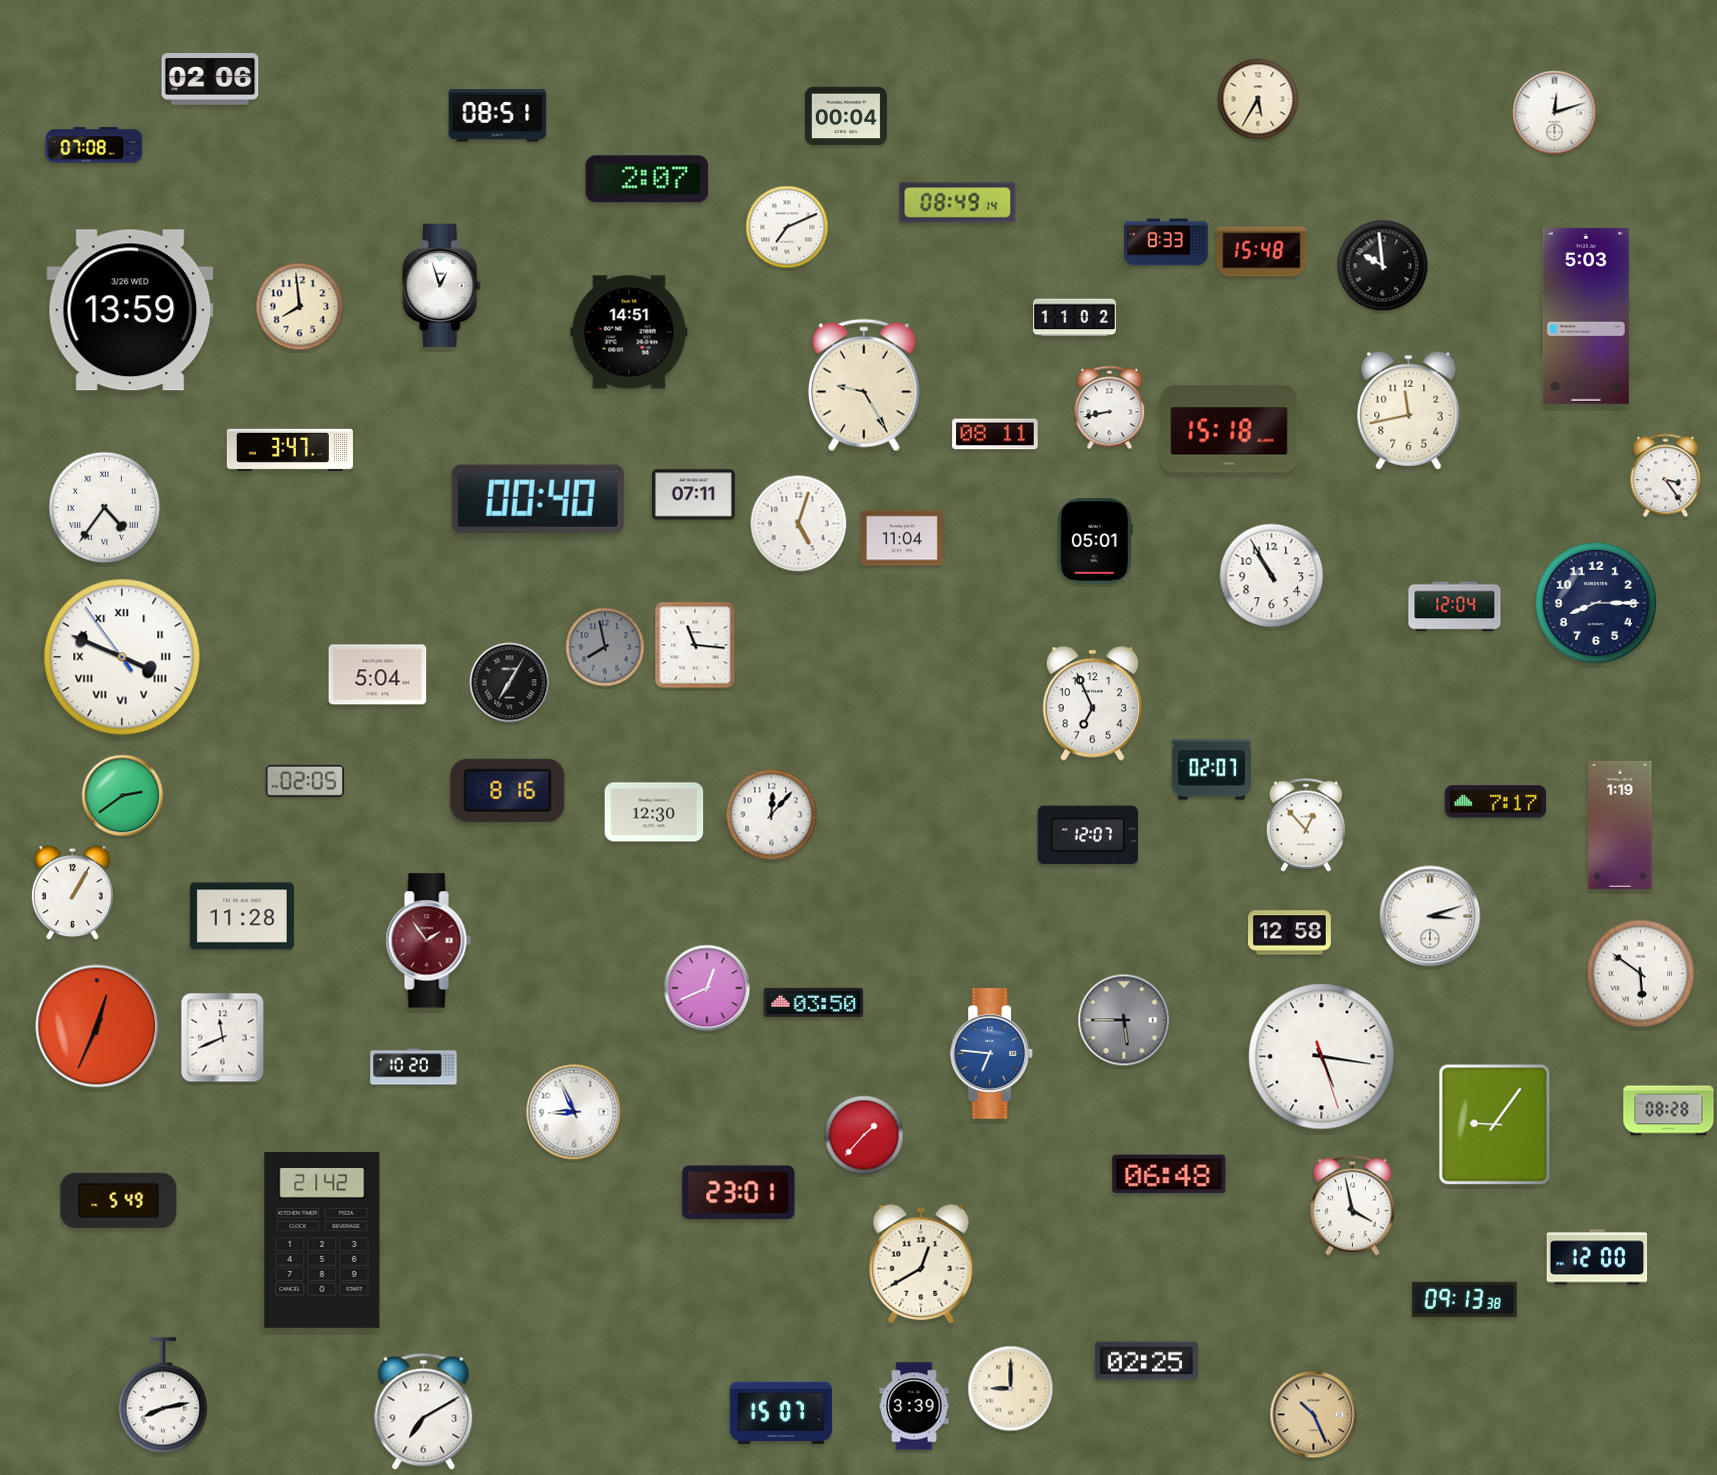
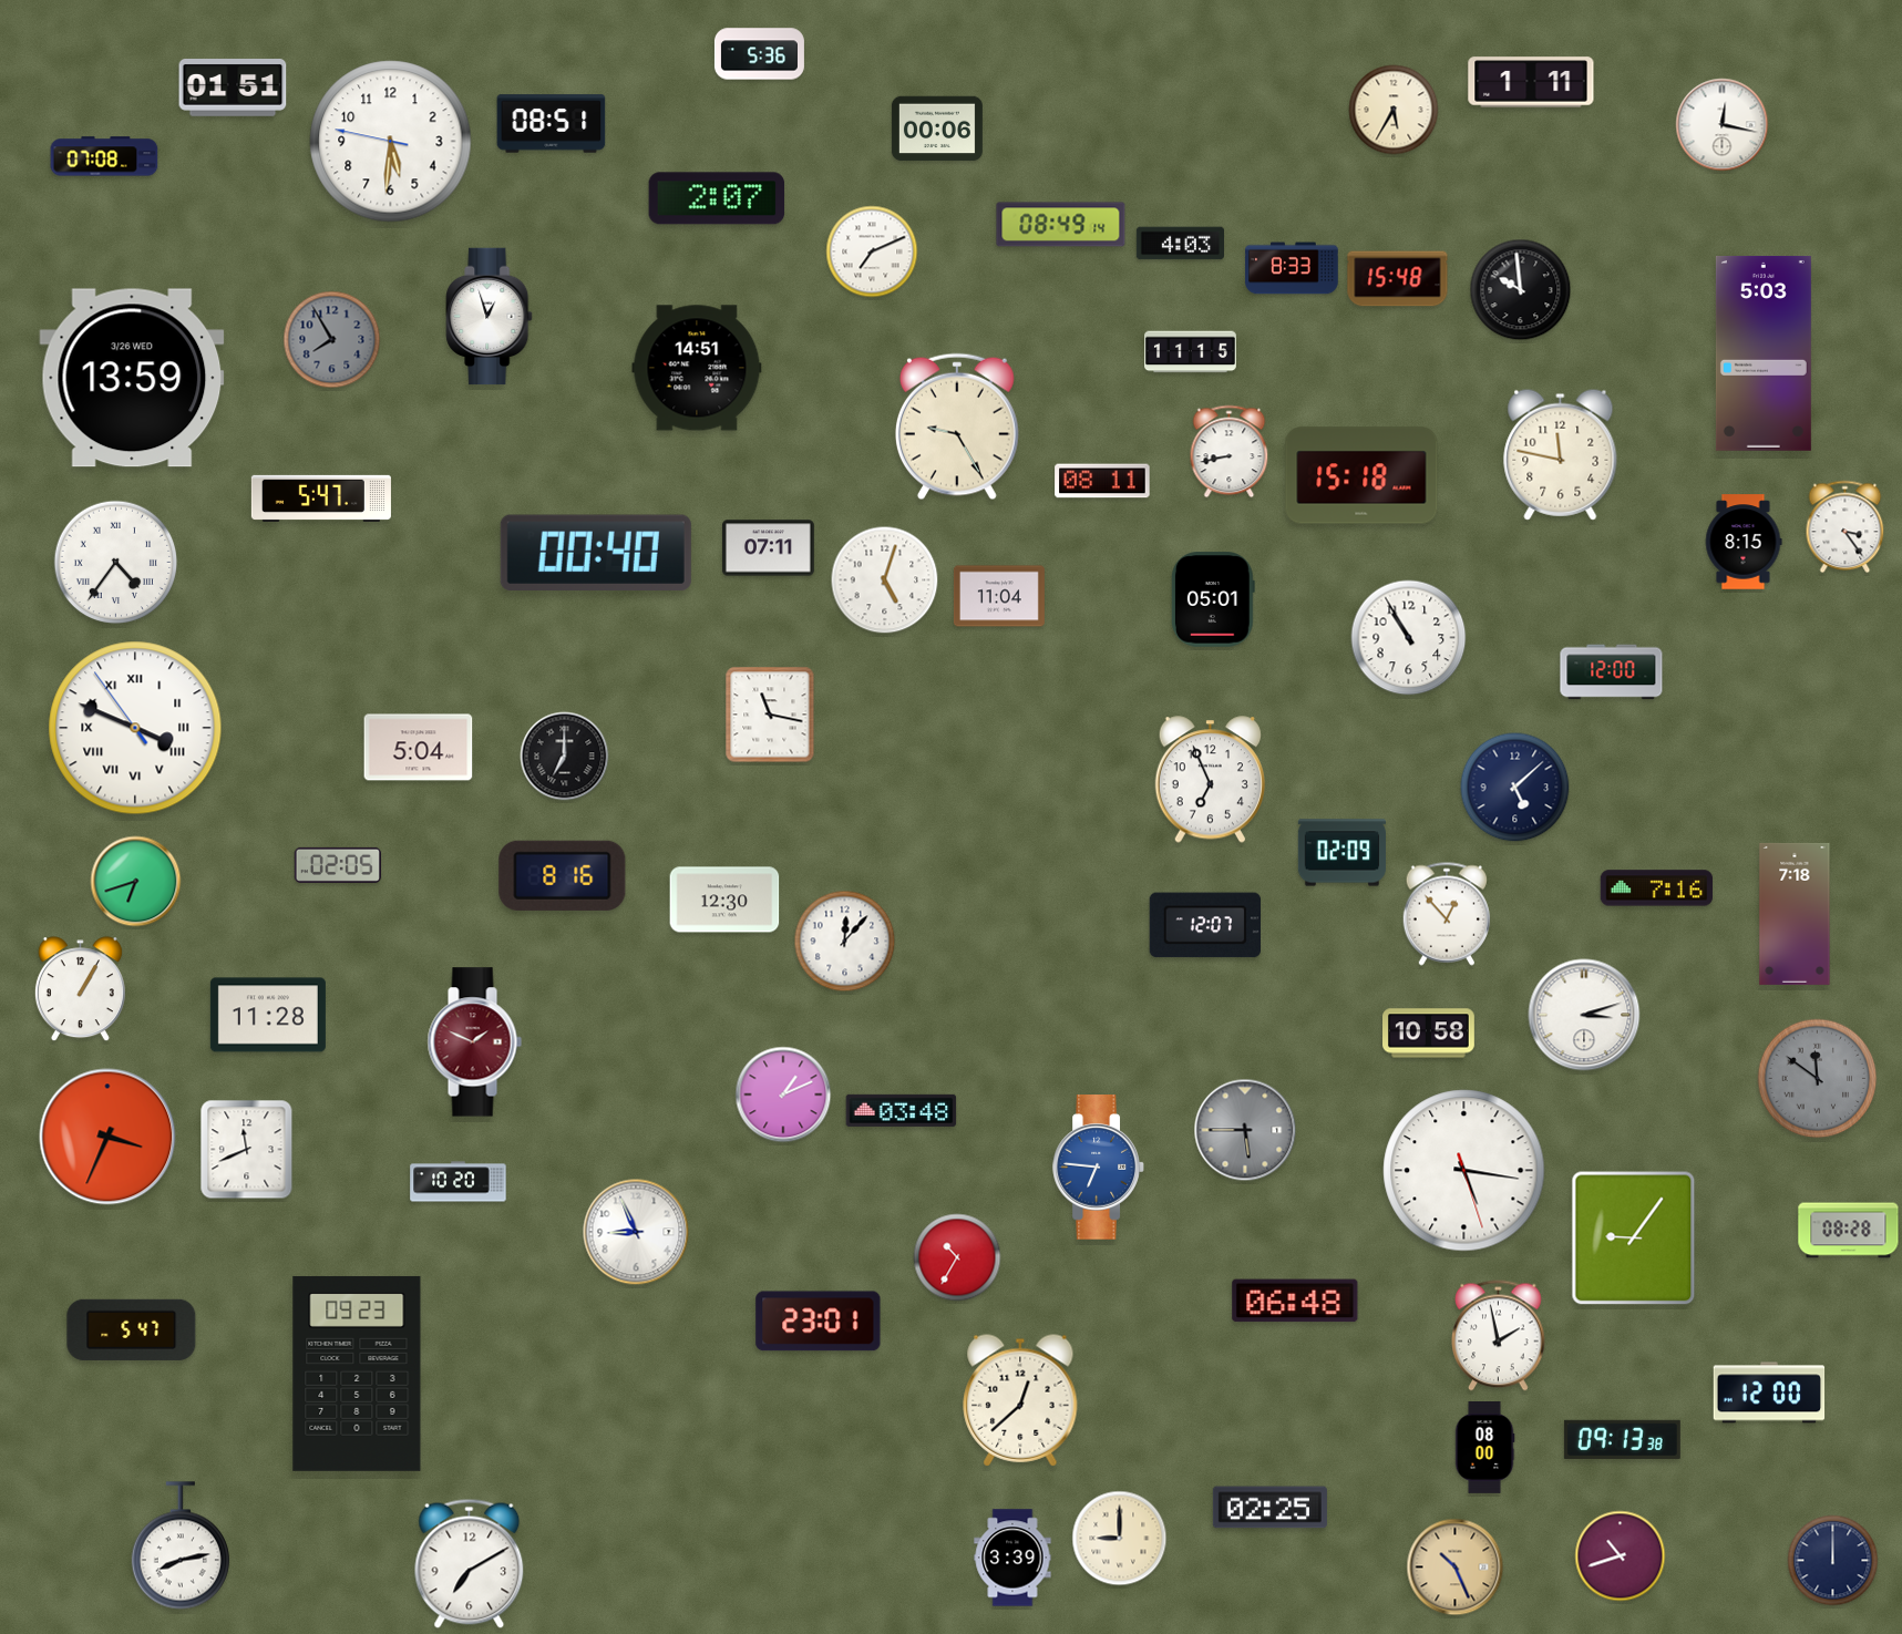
clock at (759, 54): none -> 5:36
clock at (1531, 82): none -> 1:11
clock at (210, 80): 02:06 -> 01:51
clock at (1555, 113): 12:12 -> 12:17
clock at (498, 116) position: (498, 116) -> (552, 124)
clock at (846, 116): 00:04 -> 00:06
clock at (391, 142): none -> 5:30
clock at (94, 145) position: (94, 145) -> (104, 156)
clock at (1180, 244): none -> 4:03
clock at (1383, 266) position: (1383, 266) -> (1521, 290)
clock at (300, 307): 7:59 -> 7:55
clock at (300, 307) dial: cream -> grey
clock at (130, 310) position: (130, 310) -> (132, 378)
clock at (1586, 316) position: (1586, 316) -> (1764, 353)
clock at (1075, 318): 11:02 -> 11:15
clock at (1409, 410): 11:43 -> 11:47
clock at (290, 450): 3:47 -> 5:47
clock at (1744, 542): none -> 8:15
clock at (1596, 603): 8:15 -> none
clock at (1455, 607): 12:04 -> 12:00
clock at (695, 645): 11:16 -> 11:17
clock at (605, 647): 7:58 -> none
clock at (510, 683): 7:05 -> 7:00
clock at (1515, 788): none -> 5:08
clock at (1211, 770): 02:07 -> 02:09
clock at (123, 796): 2:39 -> 6:42
clock at (1495, 802): 7:17 -> 7:16
clock at (772, 815) position: (772, 815) -> (845, 942)
clock at (1620, 825): 1:19 -> 7:18
clock at (1290, 933): 12:58 -> 10:58
clock at (428, 941): 1:54 -> 1:49
clock at (1641, 974): 5:51 -> 11:51
clock at (1641, 974) dial: white -> grey
clock at (707, 988): 12:41 -> 1:11
clock at (814, 1002): 03:50 -> 03:48
clock at (97, 1026): 12:34 -> 3:34
clock at (1495, 1125) position: (1495, 1125) -> (1634, 1239)
clock at (864, 1135): 1:37 -> 10:35
clock at (119, 1200): 5:49 -> 5:47
clock at (1353, 1206): 3:58 -> 1:58
clock at (322, 1240): 21:42 -> 09:23
clock at (921, 1264): 12:40 -> 12:38
clock at (1484, 1448): none -> 08:00
clock at (1621, 1556): none -> 10:42
clock at (1833, 1561): none -> 12:00
clock at (781, 1412): 15:07 -> none
